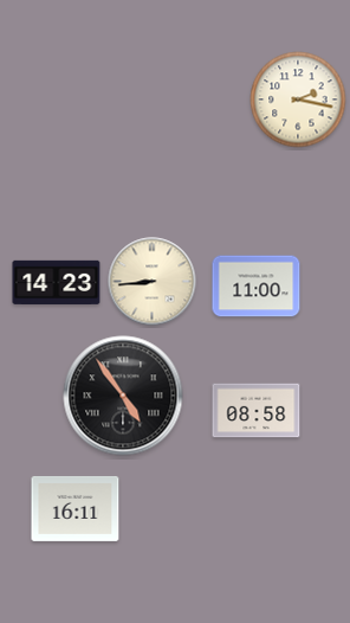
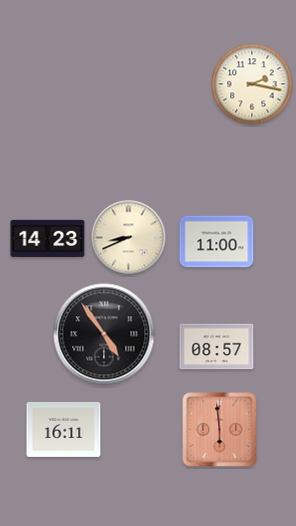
clock at (153, 282): 8:44 -> 8:41
clock at (257, 411): 08:58 -> 08:57
clock at (220, 430): none -> 5:59
